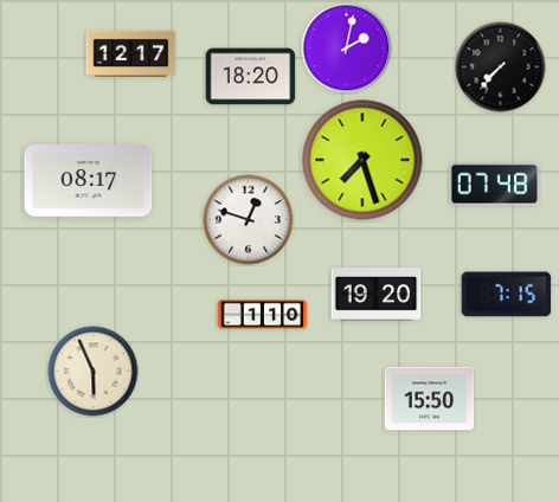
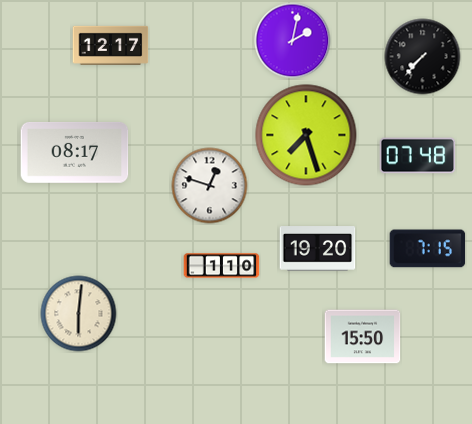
clock at (251, 77): 18:20 -> none
clock at (94, 372): 5:56 -> 6:01
